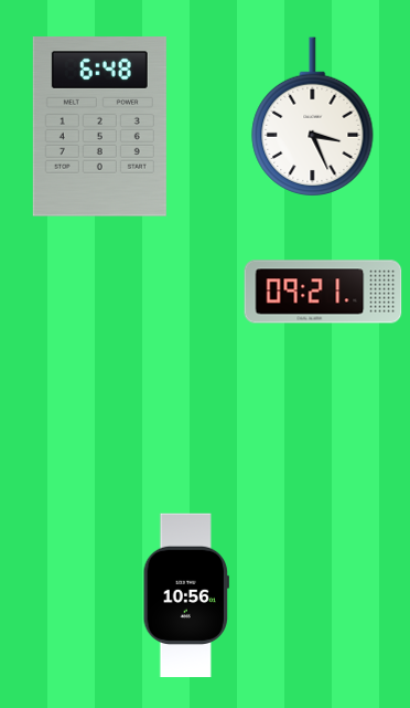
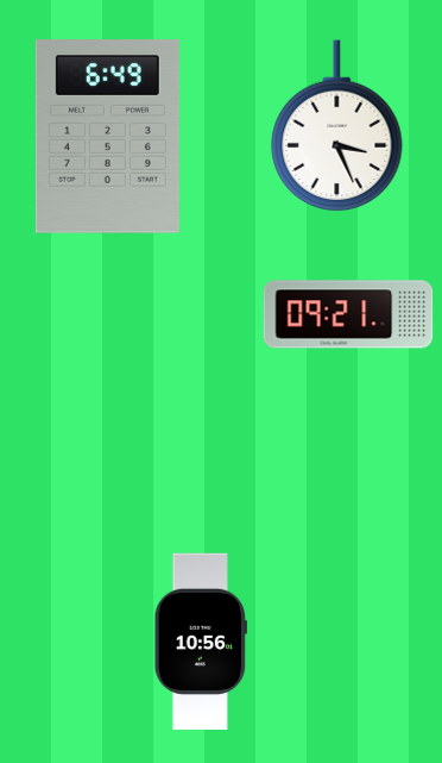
clock at (99, 127): 6:48 -> 6:49
